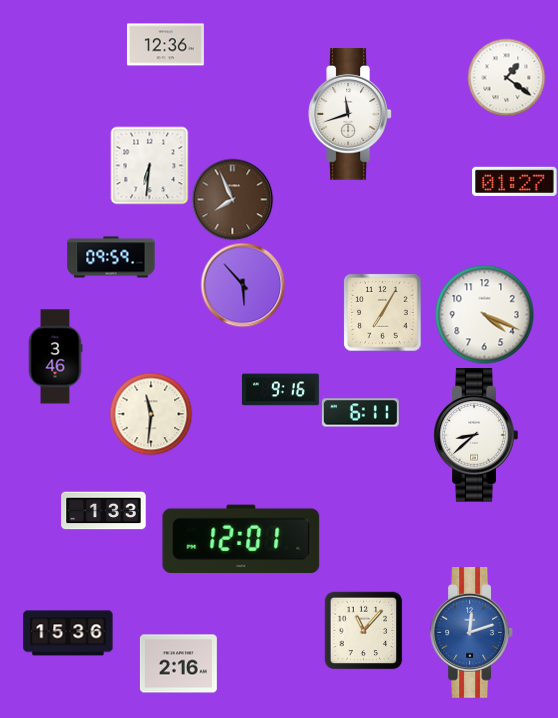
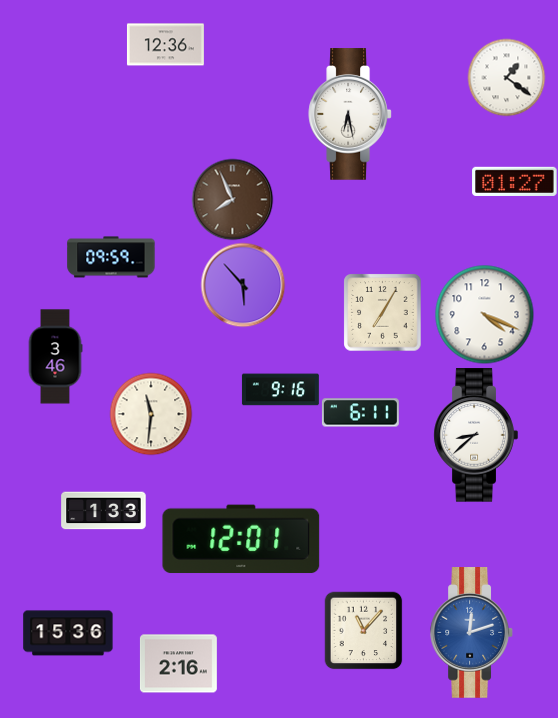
clock at (350, 114): 11:42 -> 6:28
clock at (149, 165): 6:31 -> none
